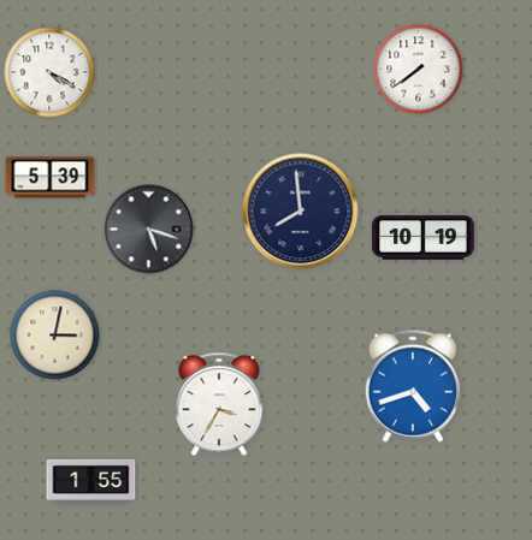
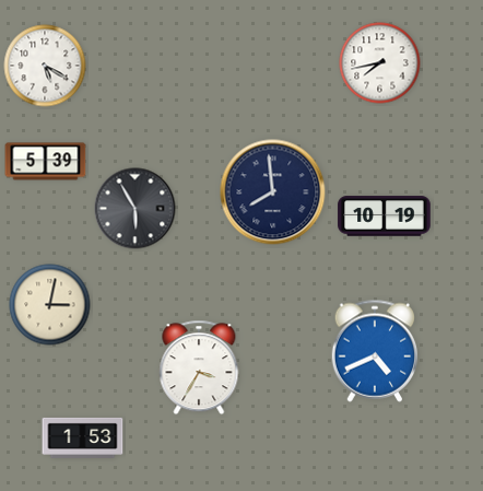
clock at (419, 70): 7:39 -> 7:43
clock at (49, 72): 4:20 -> 5:20
clock at (149, 230): 5:18 -> 5:55
clock at (413, 386): 4:42 -> 4:41
clock at (91, 481): 1:55 -> 1:53
